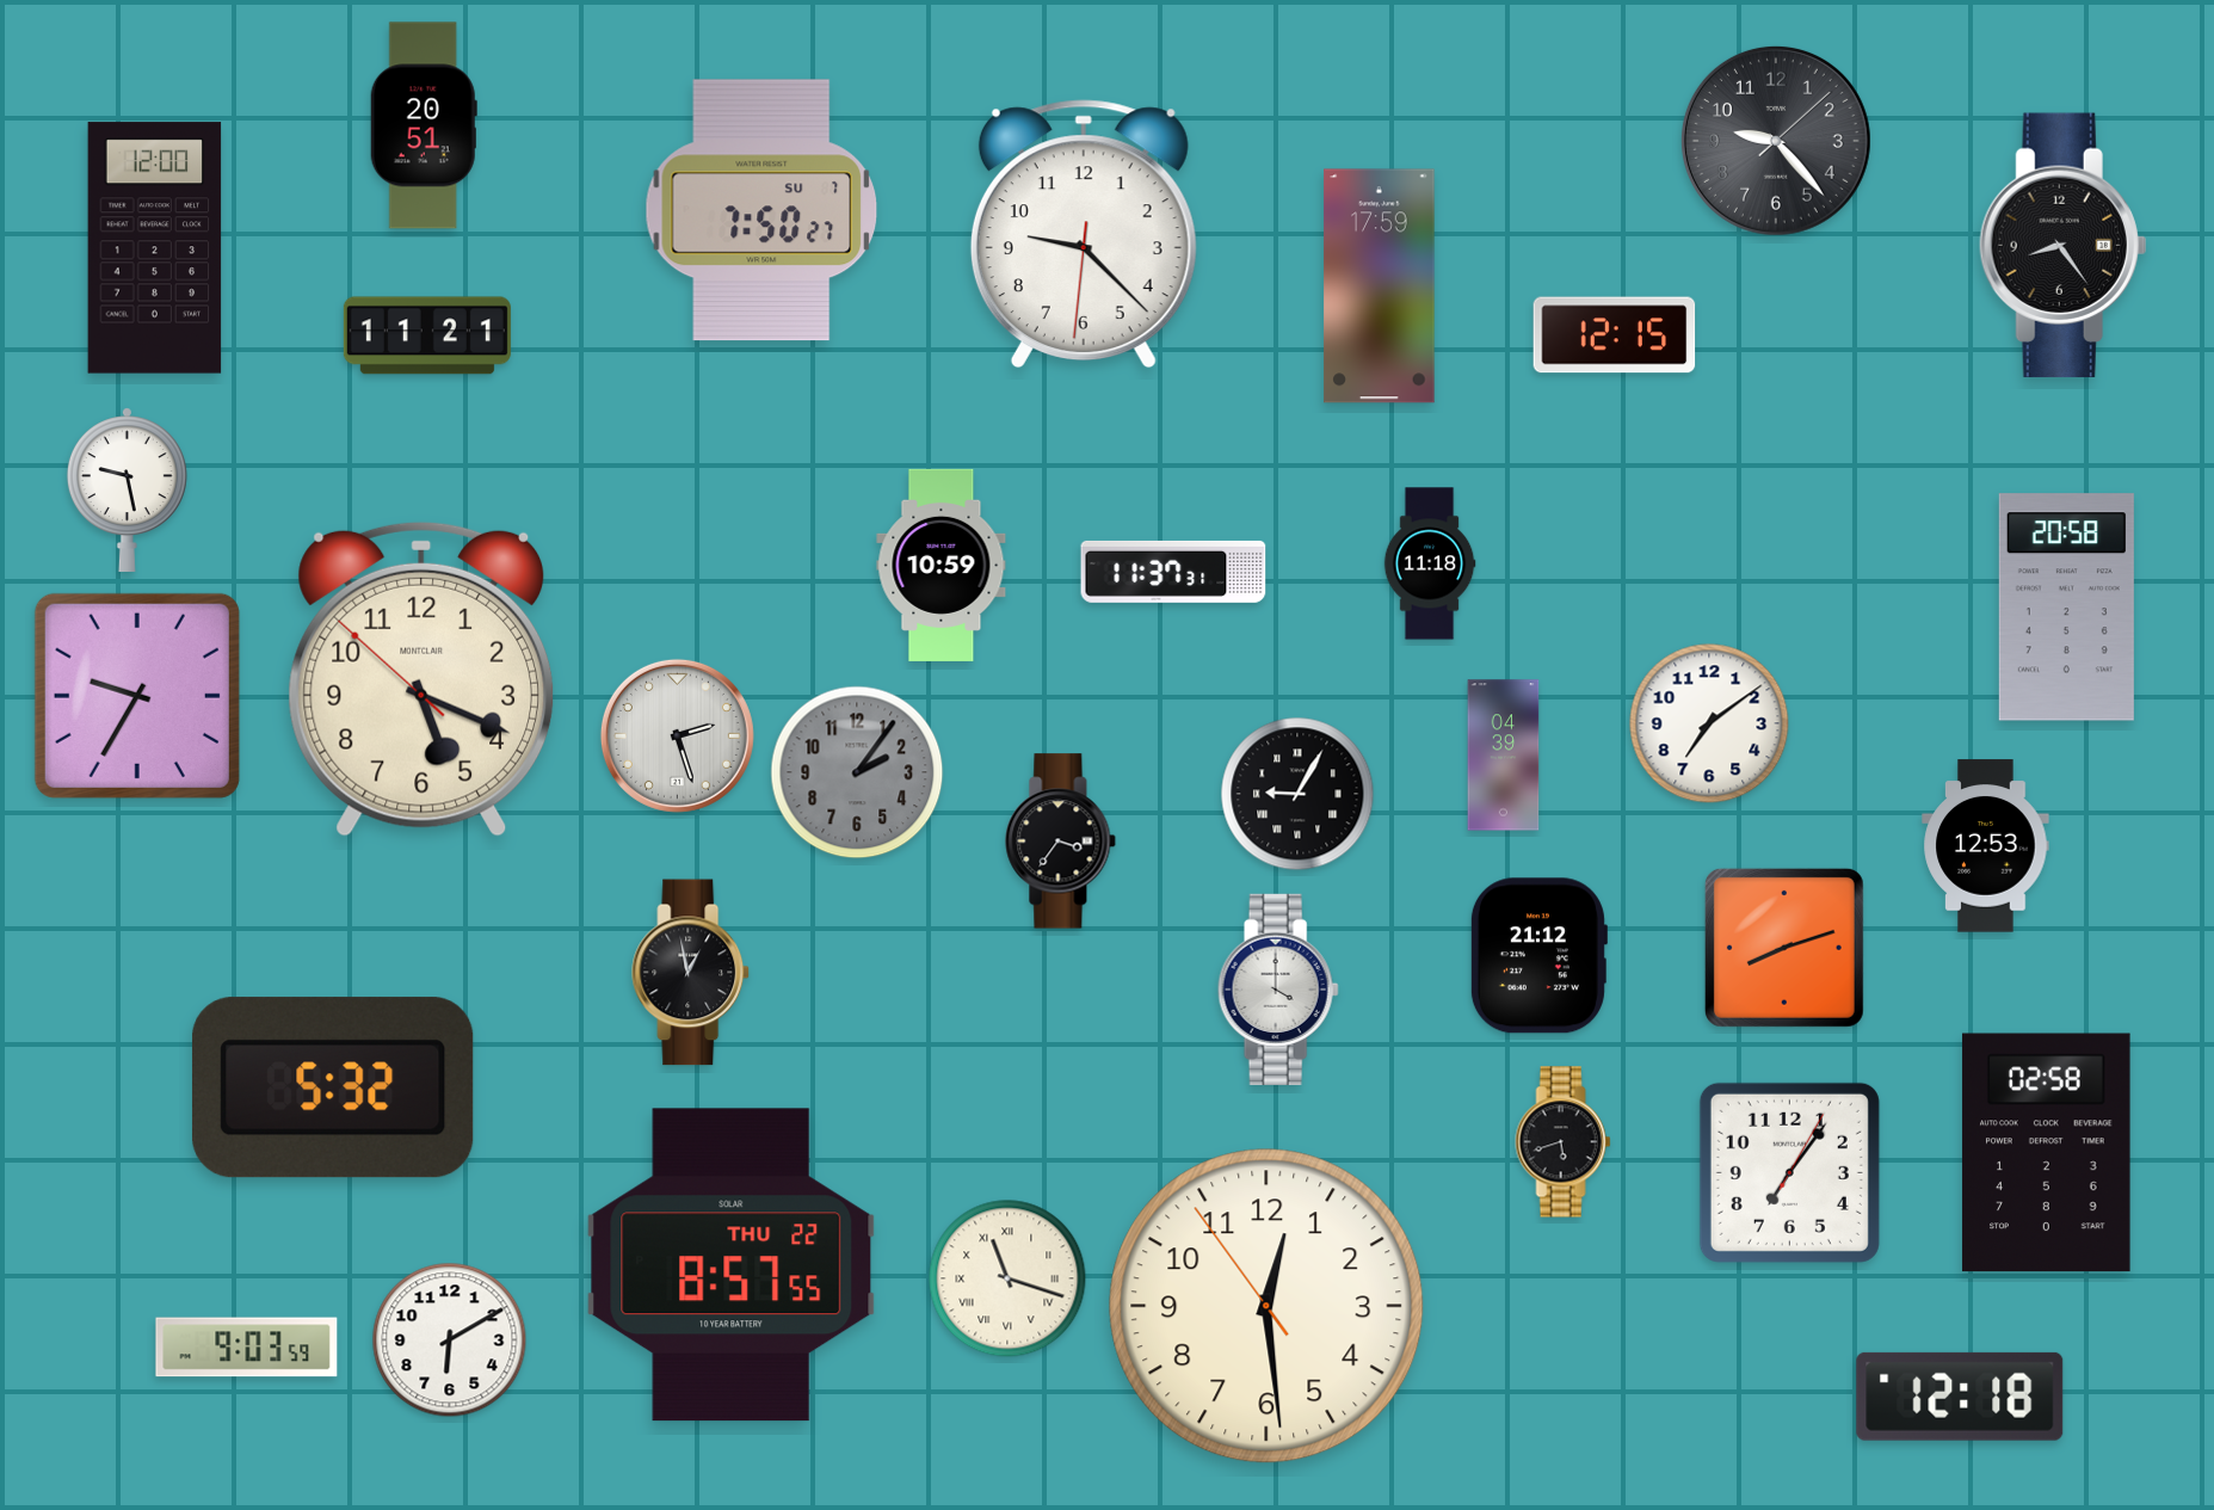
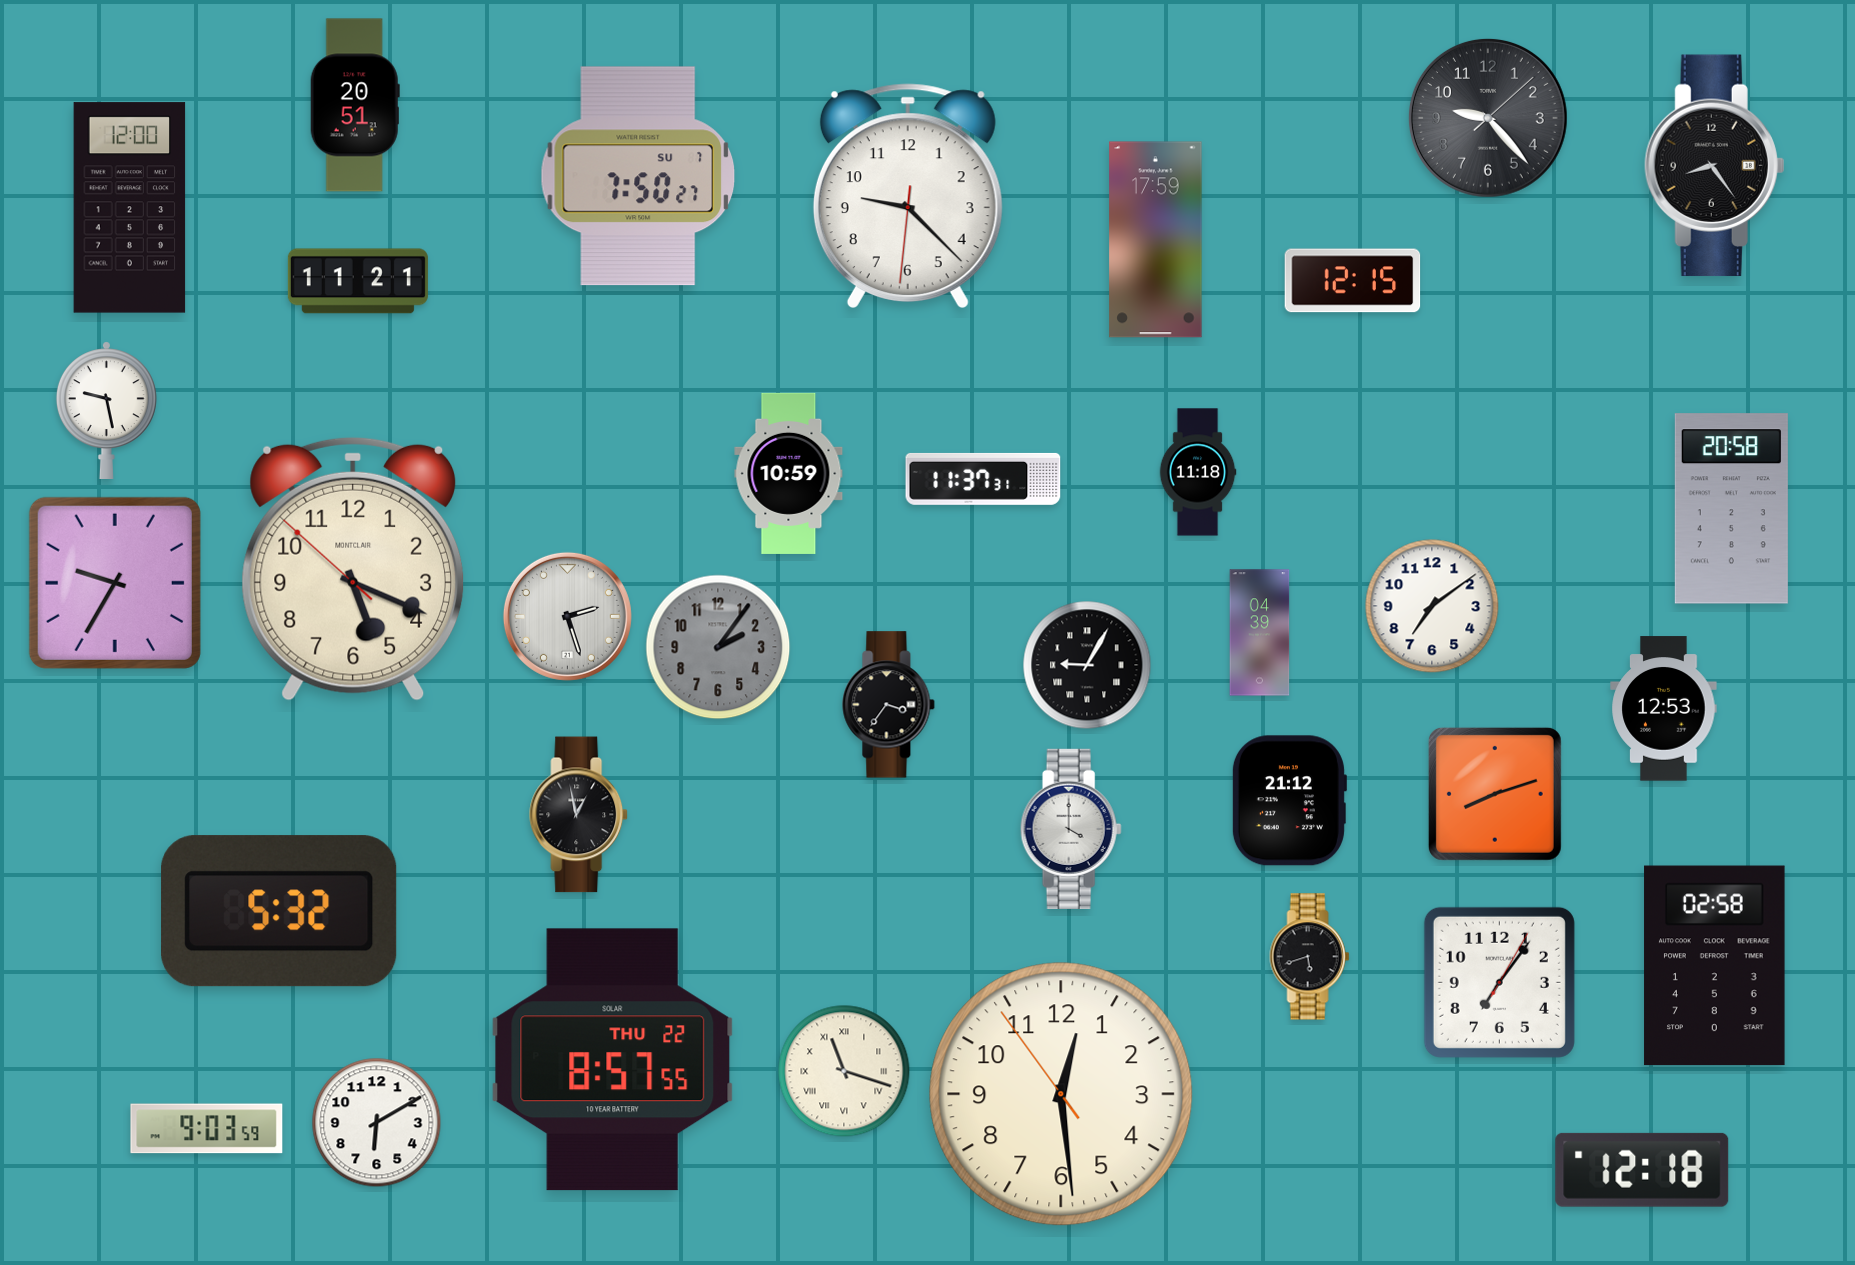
clock at (2064, 246) position: (2064, 246) -> (1715, 166)
